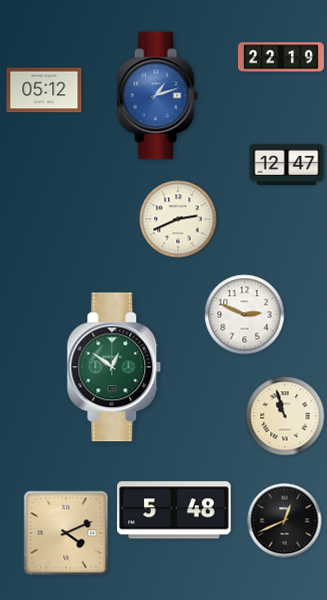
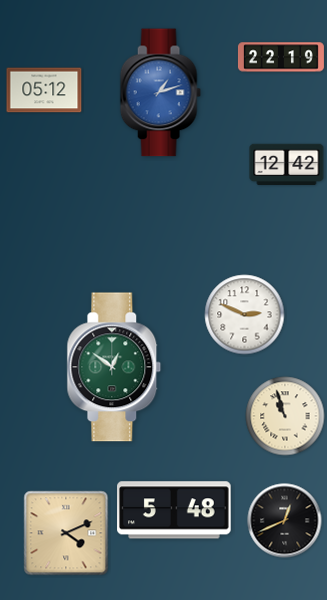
clock at (157, 96) position: (157, 96) -> (160, 93)
clock at (287, 164): 12:47 -> 12:42
clock at (178, 219): 2:41 -> none
